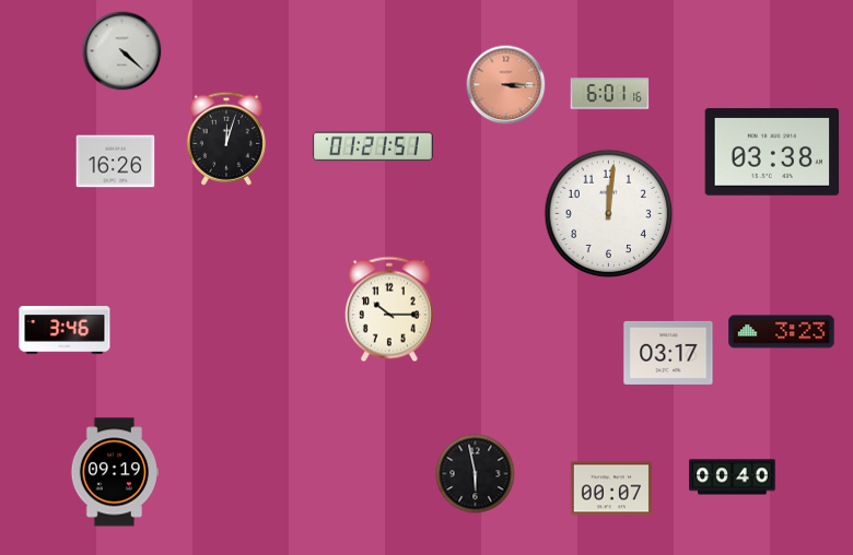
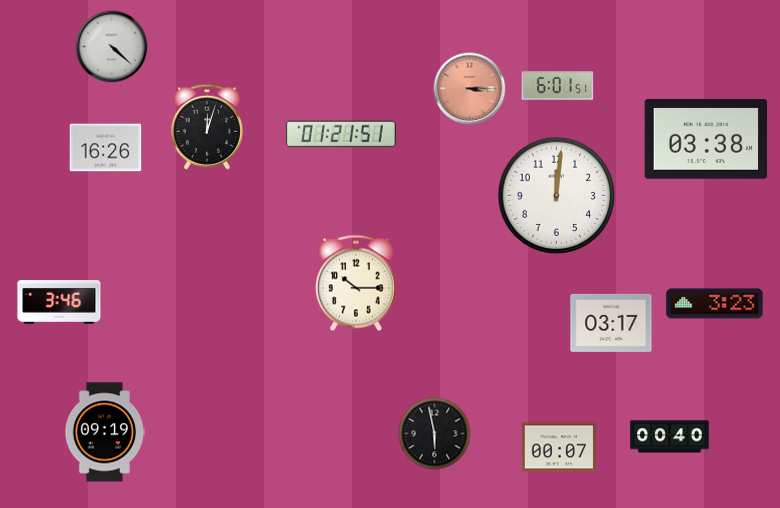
clock at (506, 85) position: (506, 85) -> (470, 89)
clock at (610, 94): 6:01:16 -> 6:01:51
